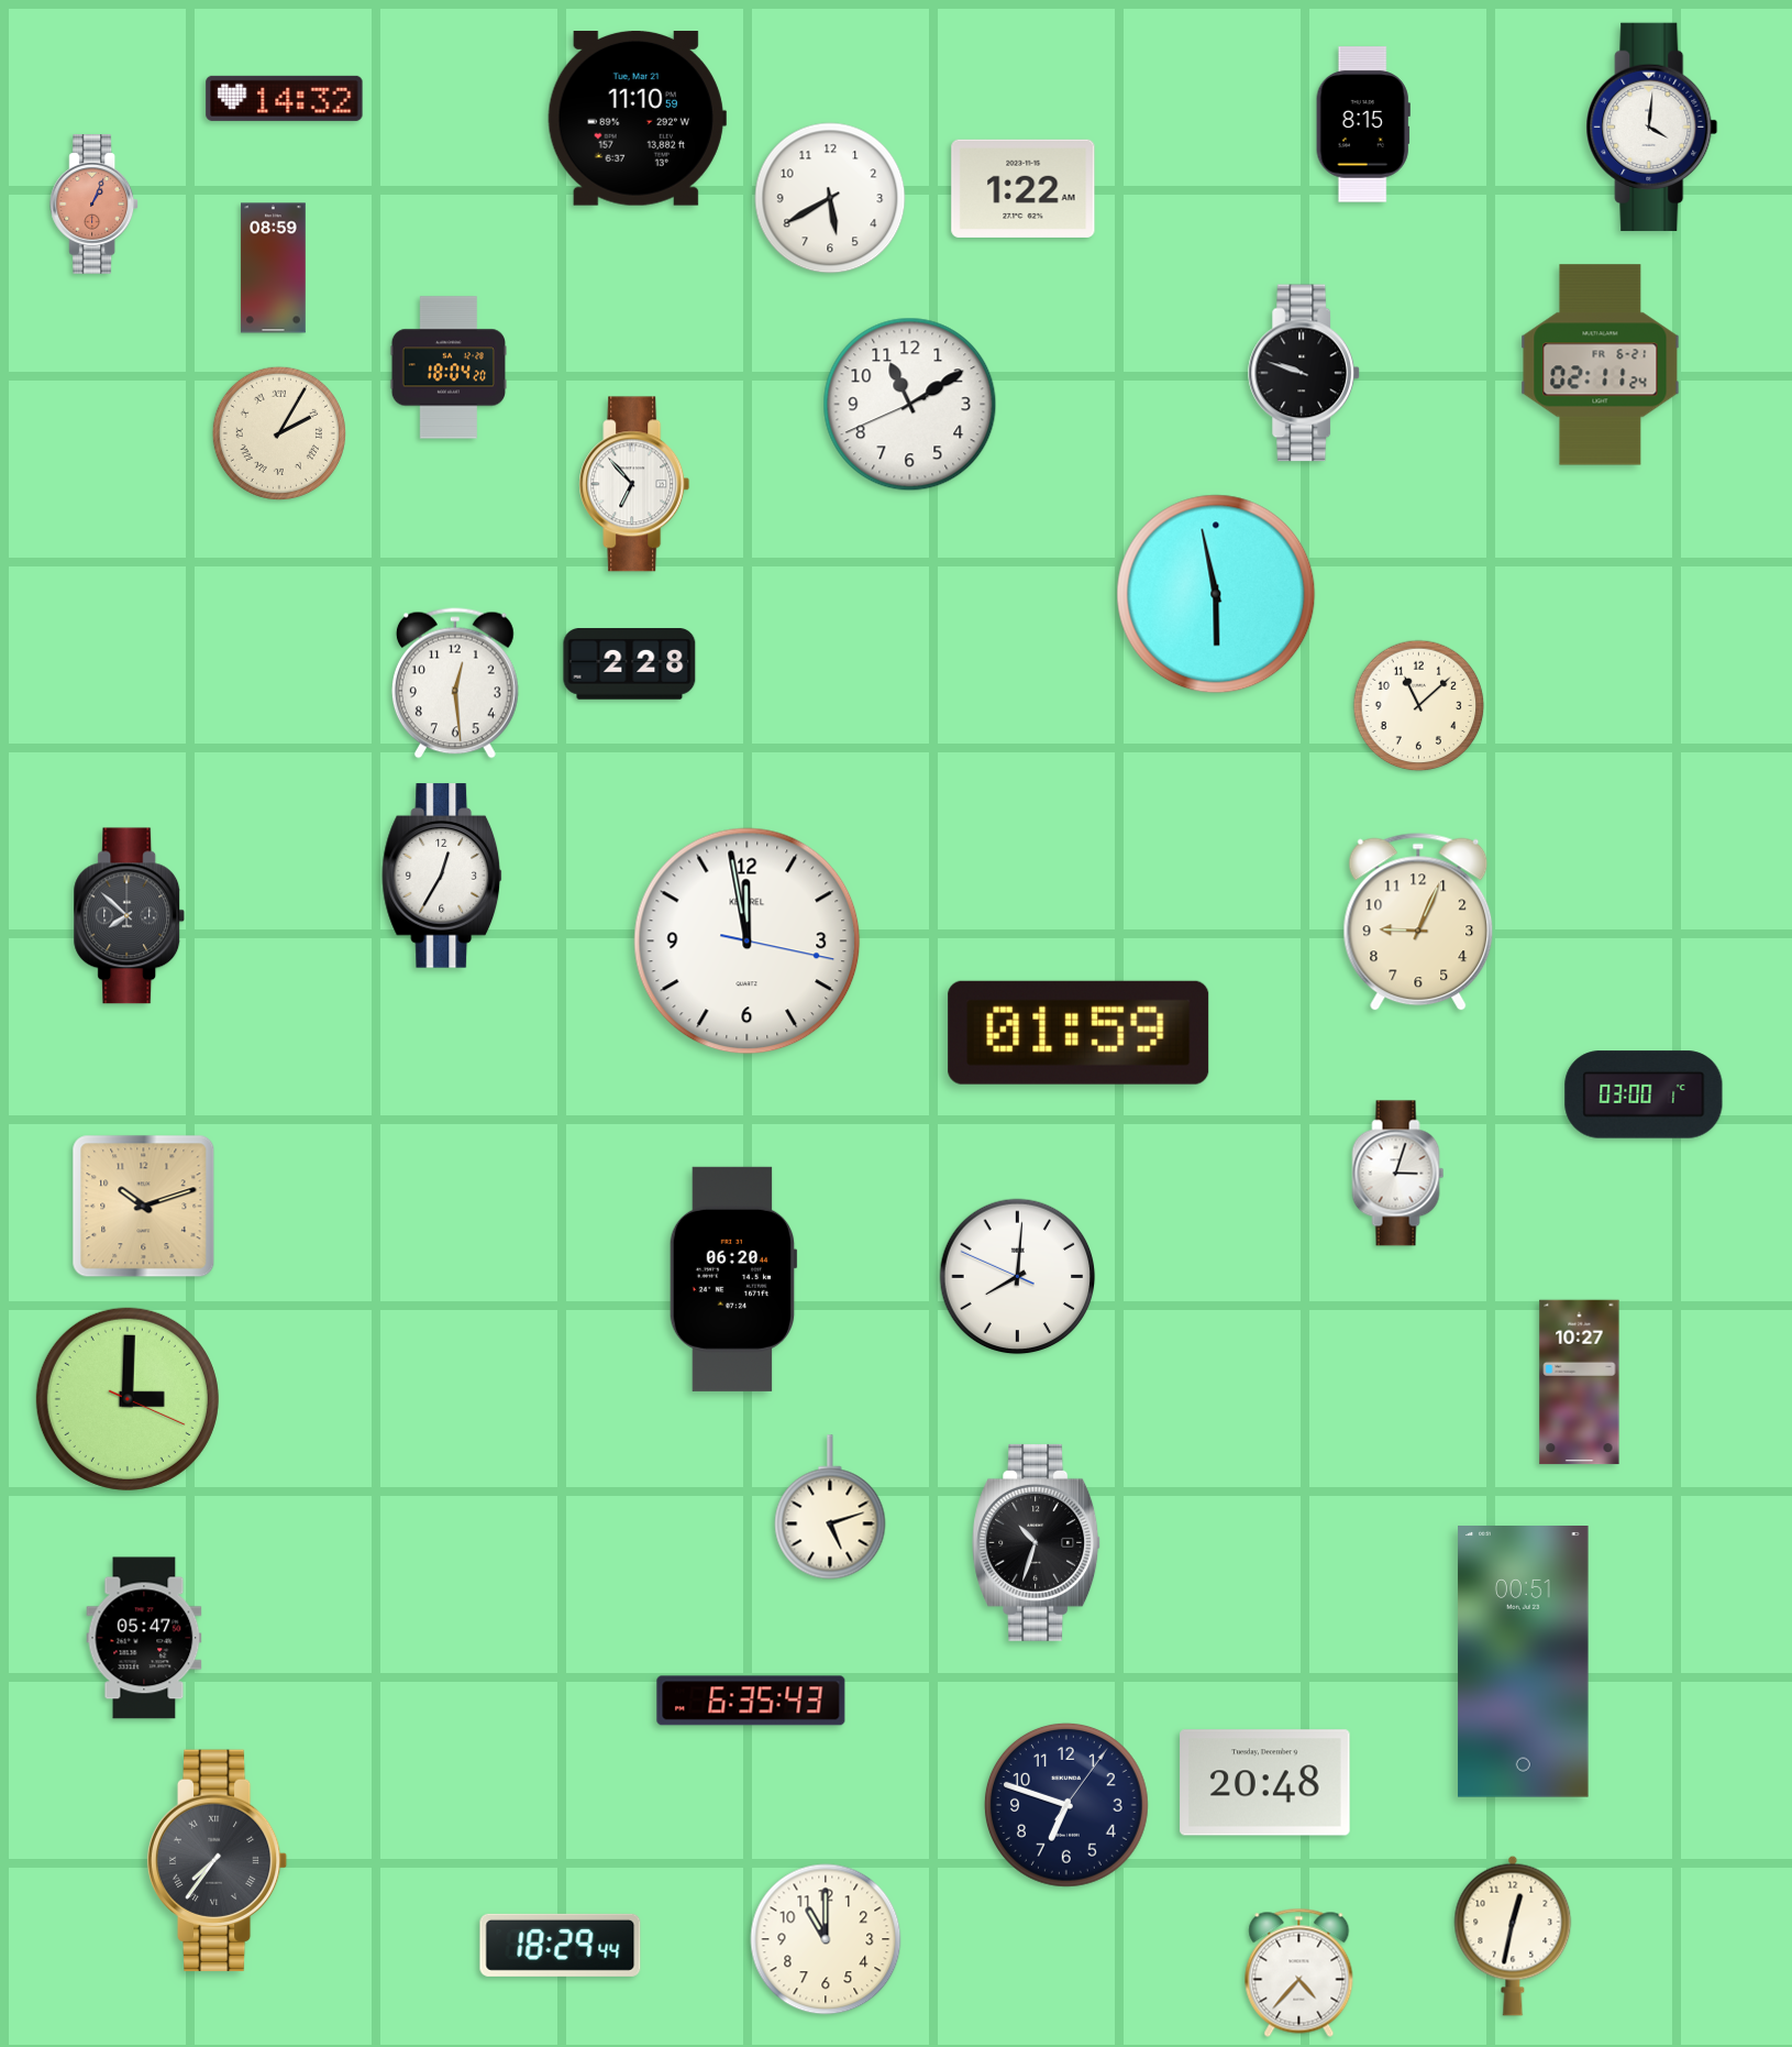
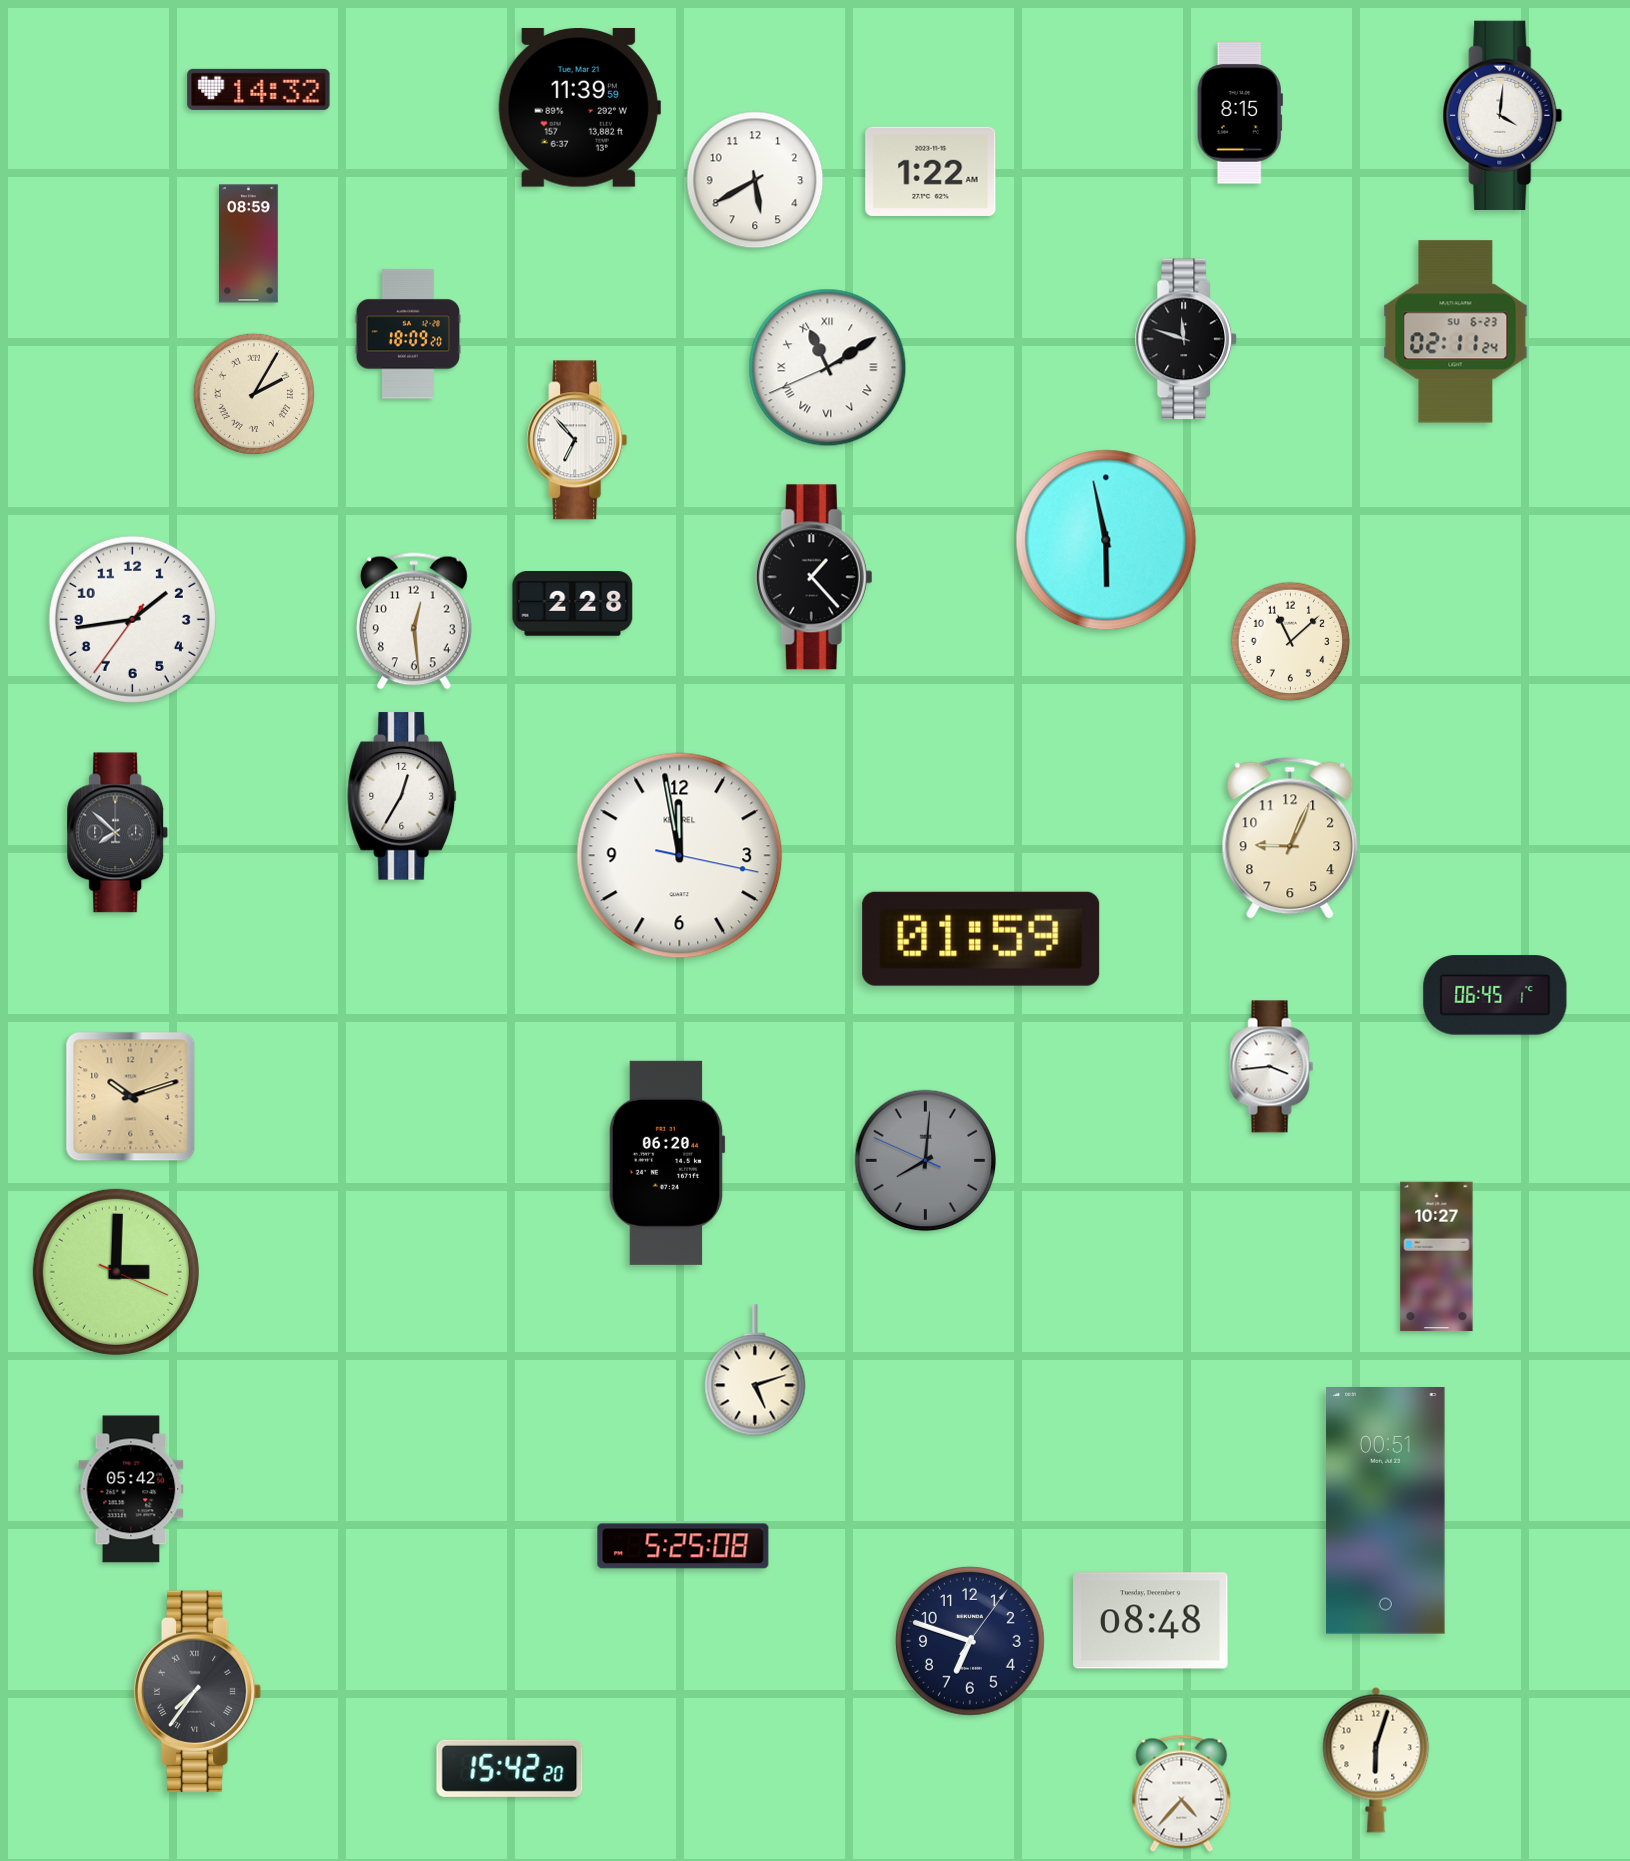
clock at (637, 119): 11:10 -> 11:39
clock at (95, 205): 1:04 -> none
clock at (1601, 365) date: FR 6-21 -> SU 6-23
clock at (447, 367): 18:04 -> 18:09
clock at (1305, 373): 9:48 -> 11:48
clock at (910, 405) numerals: Arabic -> Roman
clock at (814, 577): none -> 1:23
clock at (132, 619): none -> 1:43
clock at (1644, 1094): 03:00 -> 06:45
clock at (1398, 1174): 3:03 -> 3:44
clock at (1018, 1277) dial: white -> grey
clock at (1037, 1542): 10:33 -> none
clock at (144, 1638): 05:47 -> 05:42
clock at (751, 1701): 6:35 -> 5:25
clock at (1265, 1783): 20:48 -> 08:48
clock at (1513, 1936): 12:32 -> 6:03
clock at (826, 1939): 11:00 -> none
clock at (561, 1945): 18:29 -> 15:42
